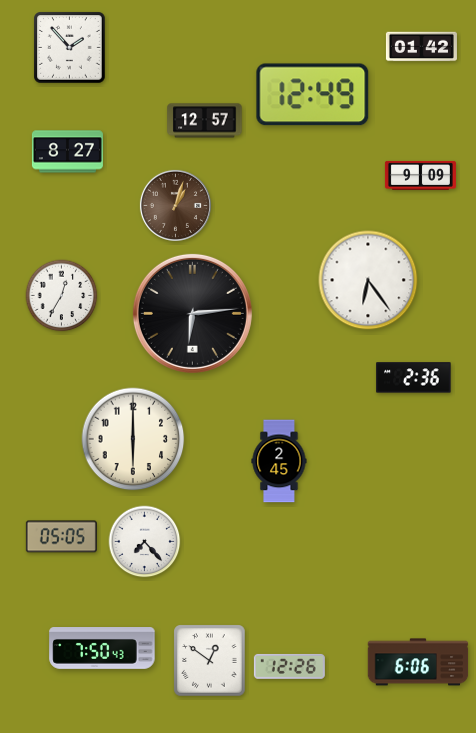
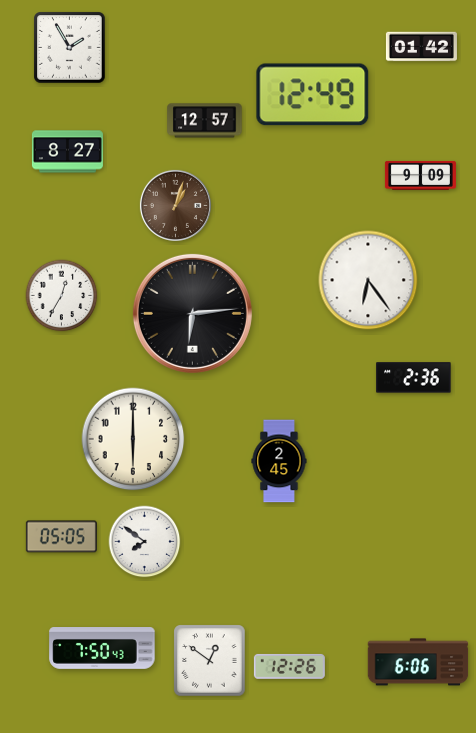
clock at (70, 48): 1:53 -> 1:55
clock at (145, 542): 7:23 -> 7:51
